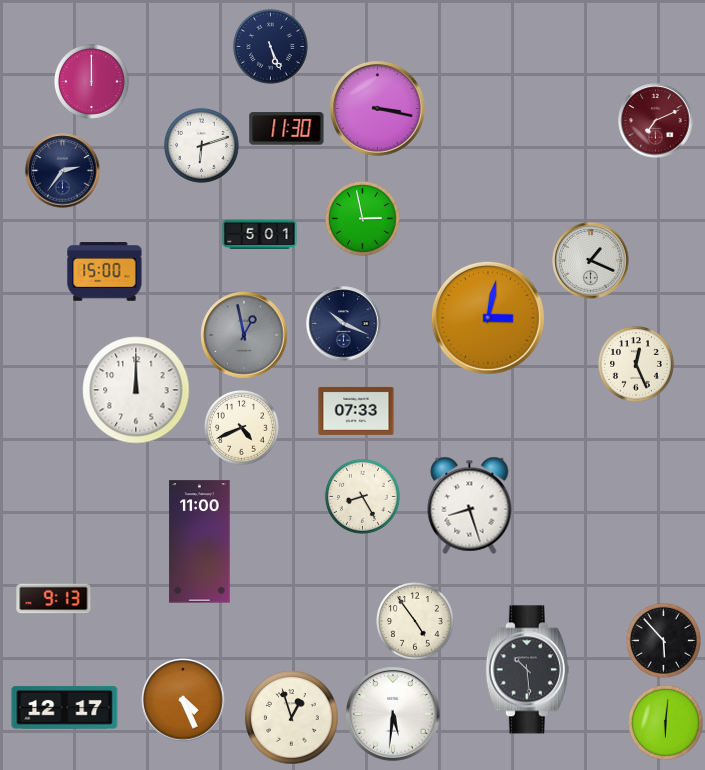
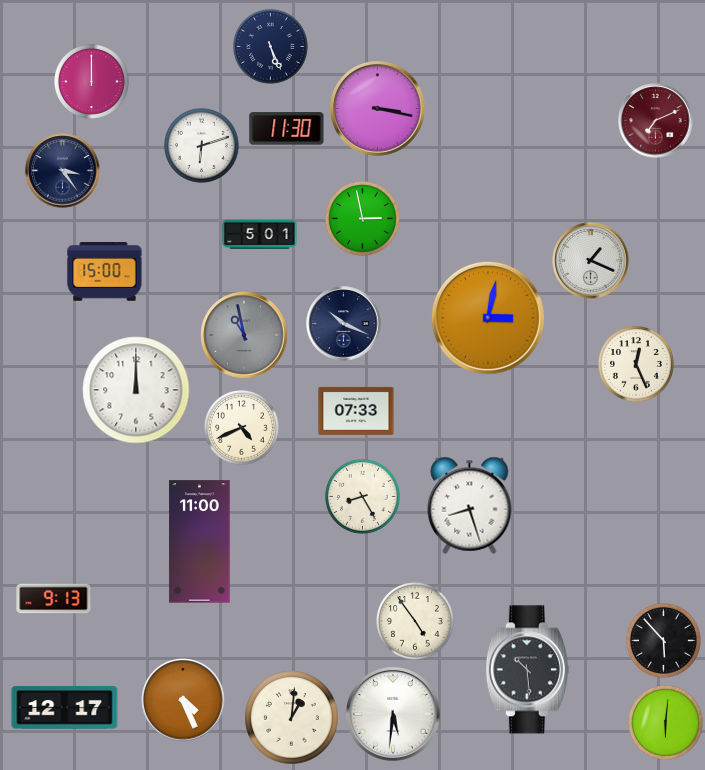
clock at (63, 171): 2:36 -> 3:24
clock at (244, 335): 12:58 -> 10:58
clock at (292, 718): 12:57 -> 1:01
